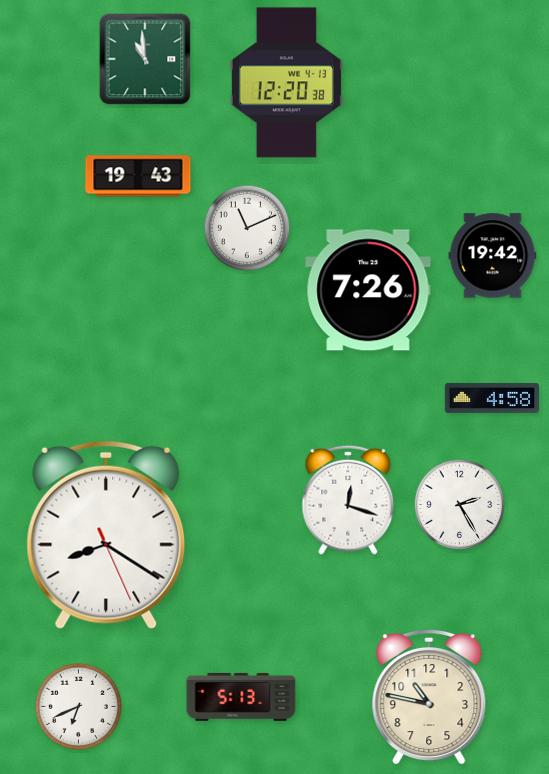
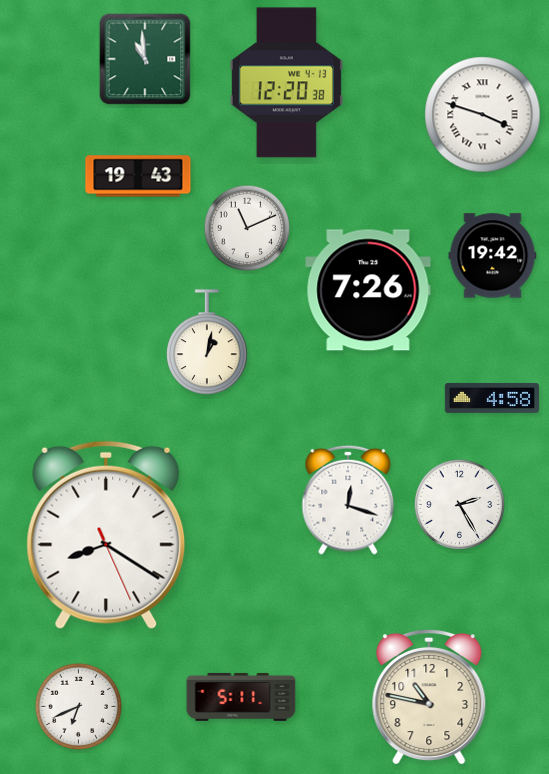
clock at (483, 115): none -> 3:48
clock at (207, 342): none -> 1:02
clock at (241, 697): 5:13 -> 5:11
